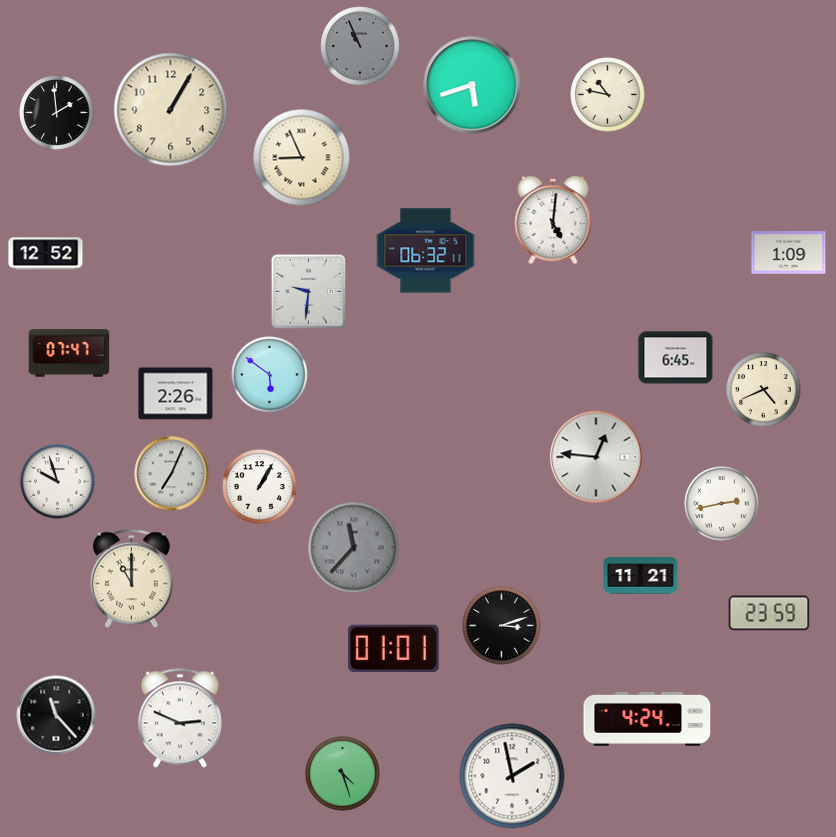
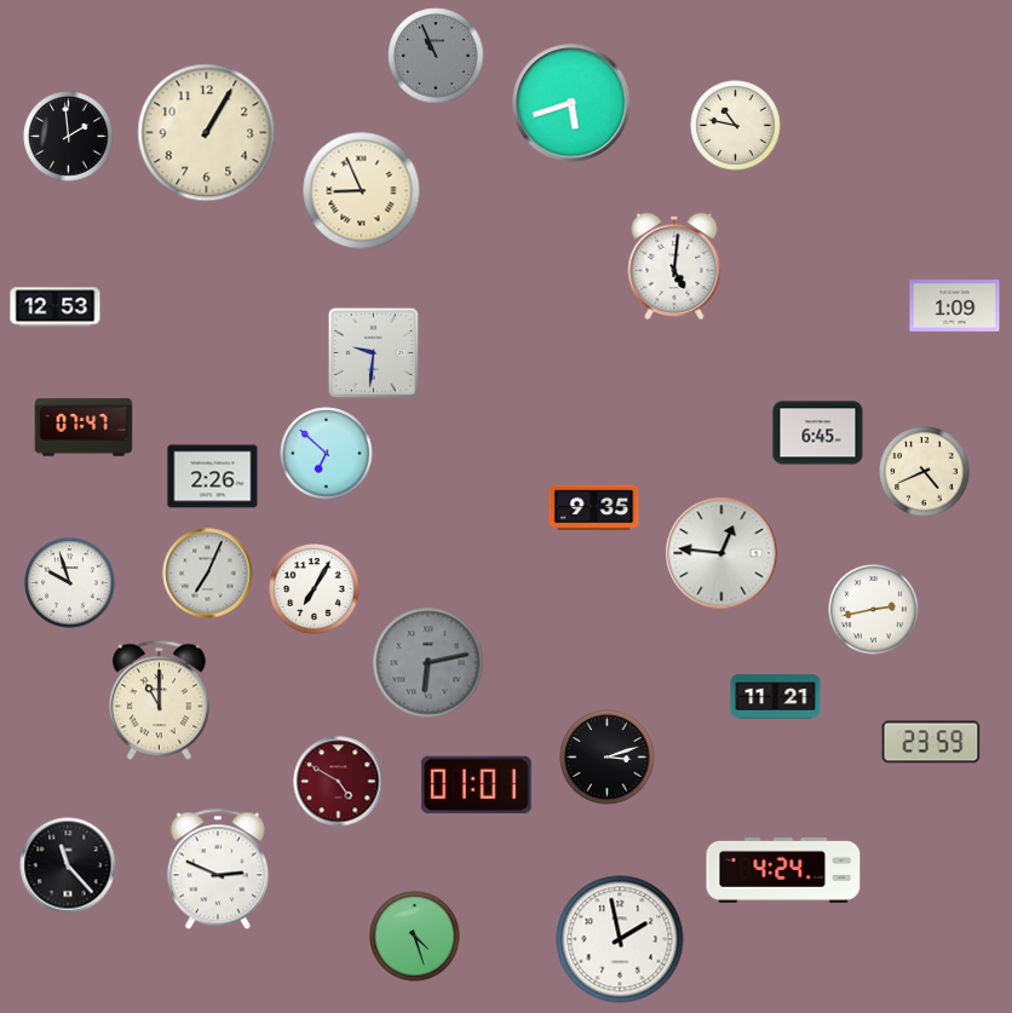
clock at (608, 95) position: (608, 95) -> (736, 126)
clock at (302, 158) position: (302, 158) -> (362, 191)
clock at (553, 220) position: (553, 220) -> (674, 266)
clock at (426, 251): 06:32 -> none
clock at (46, 254): 12:52 -> 12:53
clock at (270, 375): 5:51 -> 6:52
clock at (594, 508): none -> 9:35
clock at (260, 487): 1:05 -> 7:05
clock at (354, 548): 11:37 -> 6:13
clock at (339, 782): none -> 4:50
